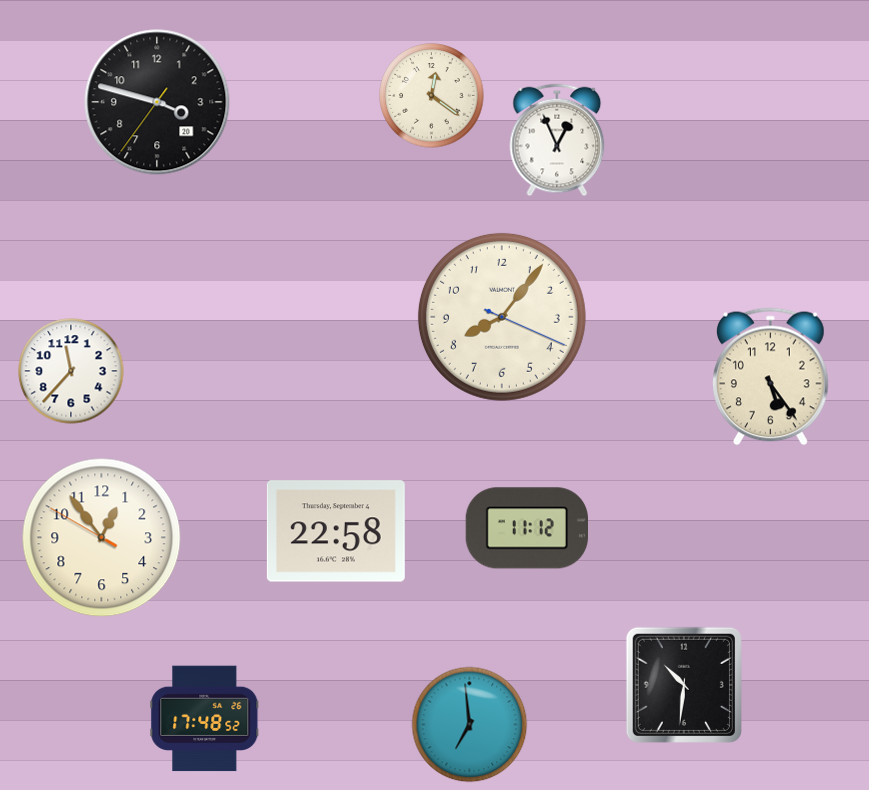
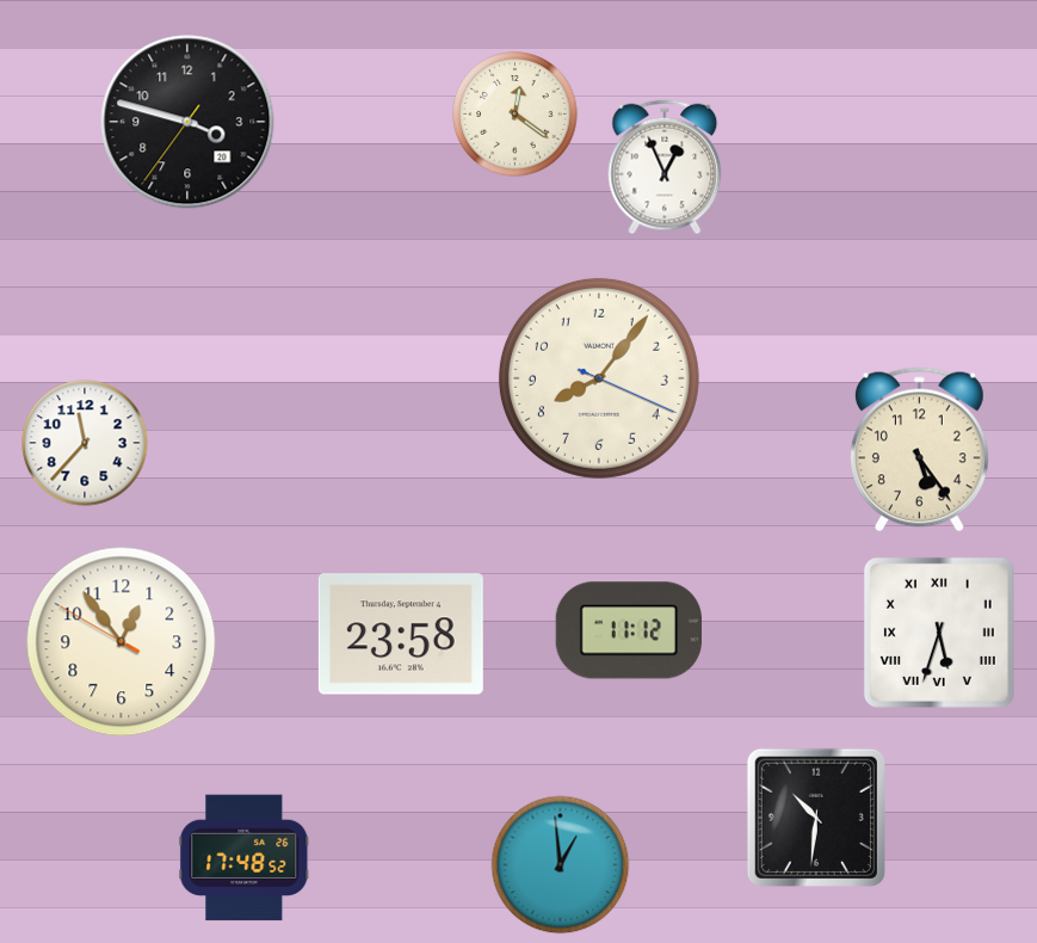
clock at (939, 633): none -> 5:33
clock at (336, 531): 22:58 -> 23:58
clock at (470, 725): 6:59 -> 12:59
